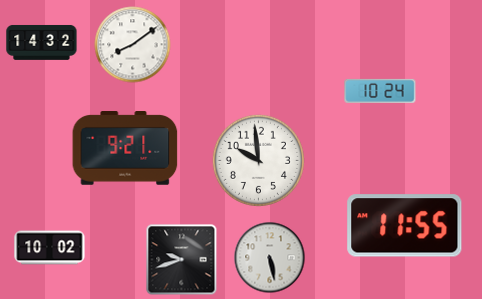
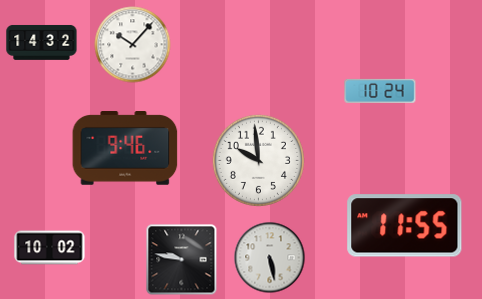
clock at (133, 45): 8:09 -> 10:07
clock at (125, 149): 9:21 -> 9:46
clock at (182, 260): 9:42 -> 9:47
